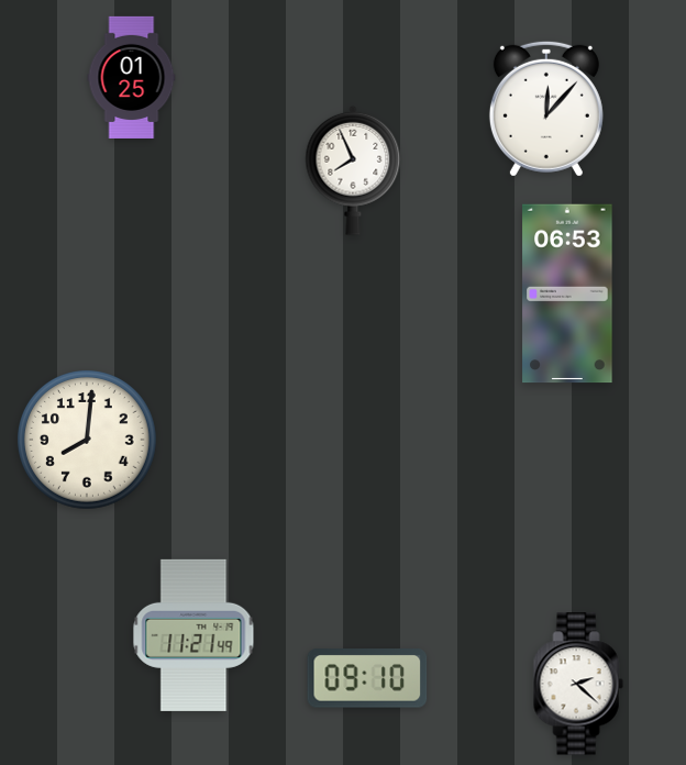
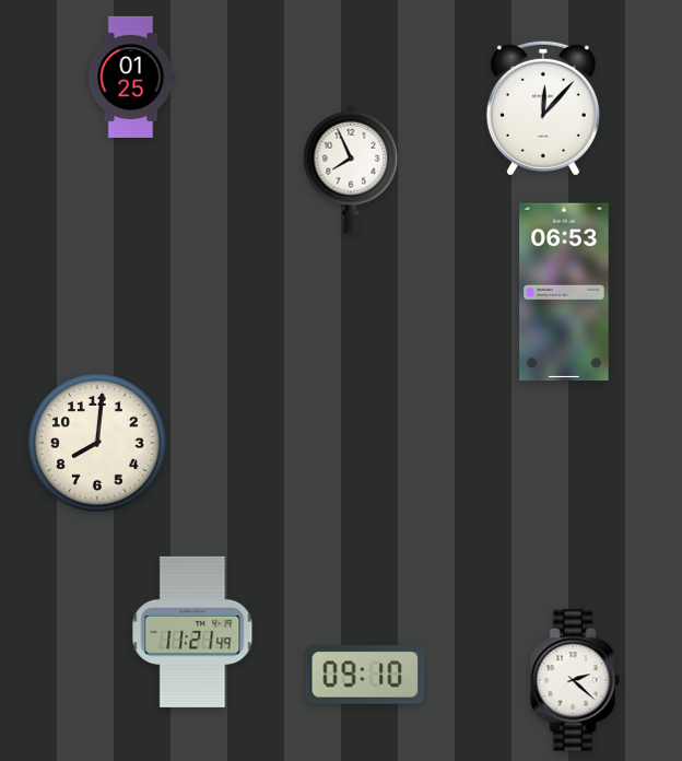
clock at (88, 441) position: (88, 441) -> (98, 444)
